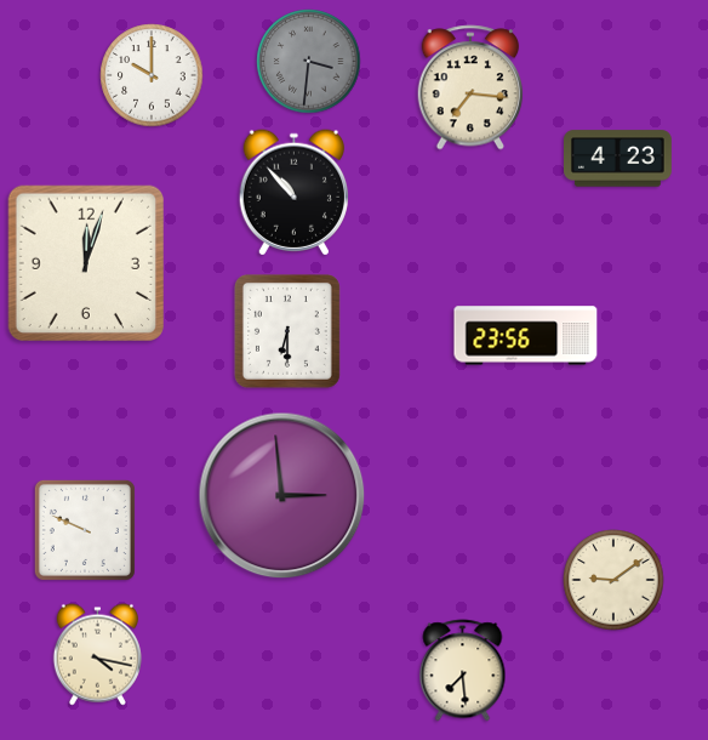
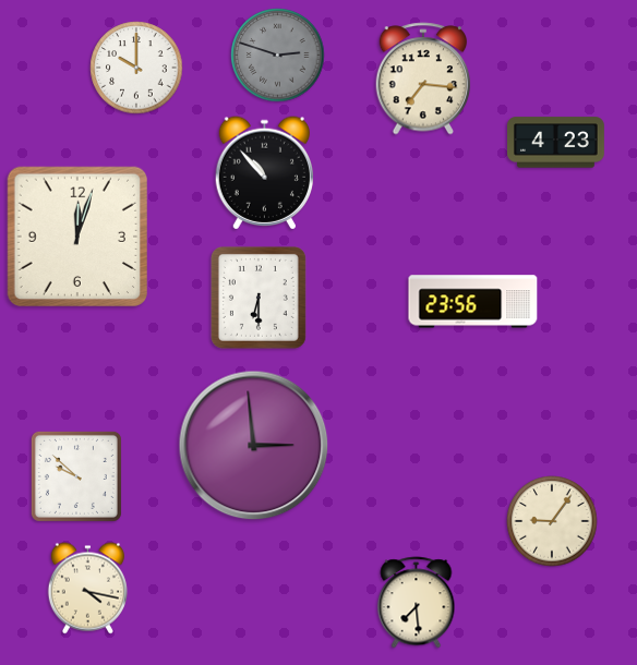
clock at (309, 62): 3:31 -> 2:48
clock at (85, 530): 9:49 -> 9:52
clock at (613, 580): 9:09 -> 9:06
